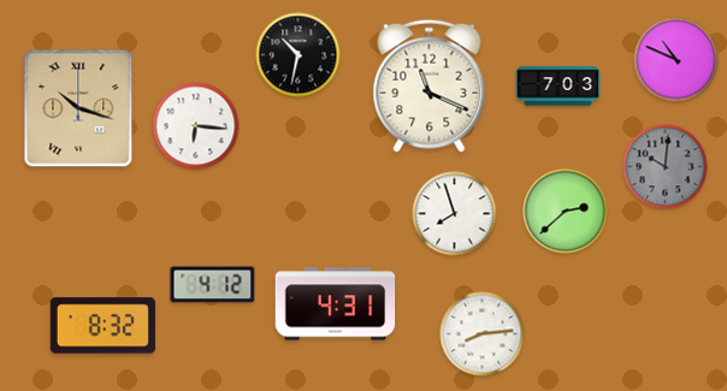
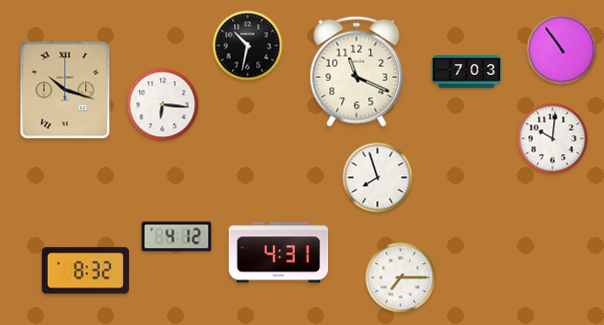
clock at (676, 60): 10:49 -> 10:54
clock at (558, 87) position: (558, 87) -> (467, 72)
clock at (666, 167) dial: grey -> white
clock at (566, 212): 2:38 -> none
clock at (483, 334): 8:14 -> 7:15
